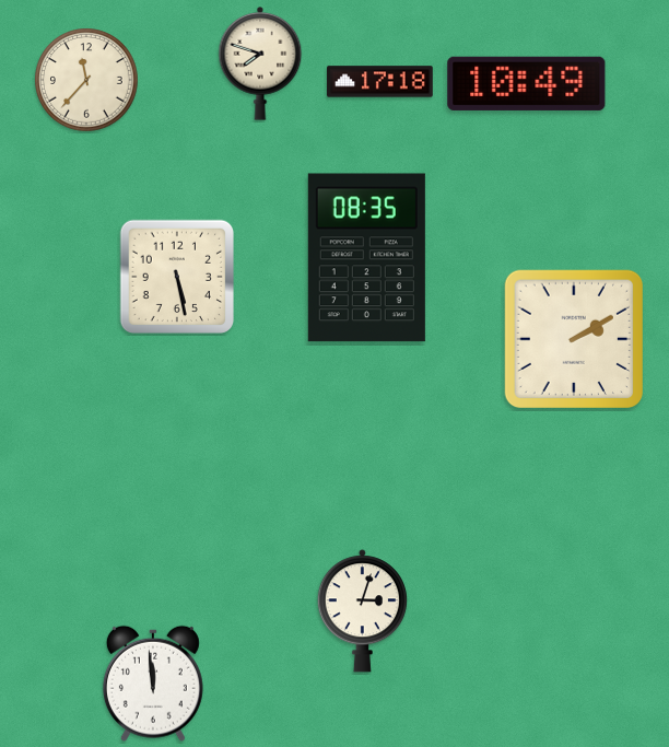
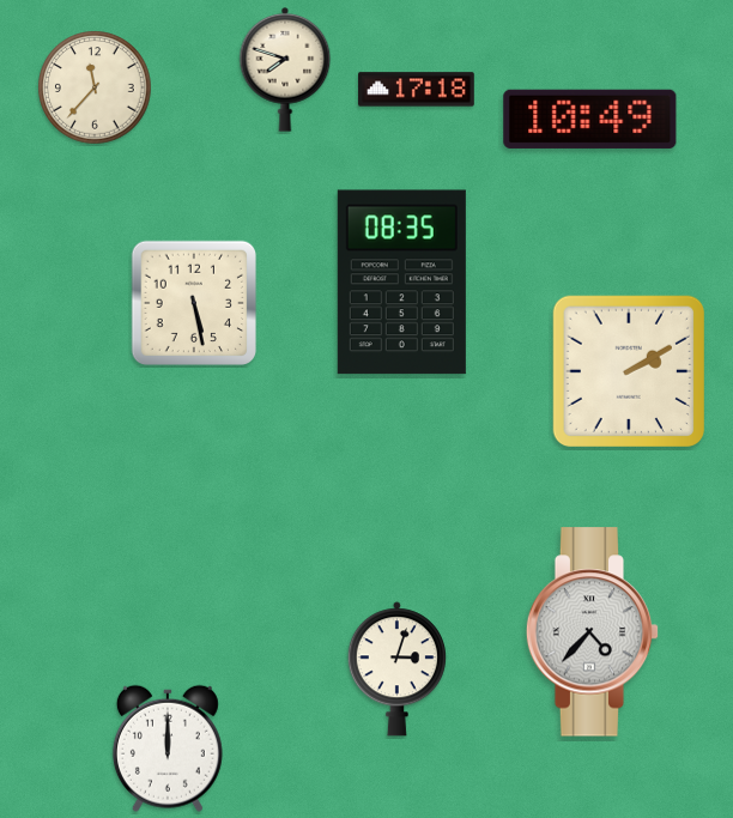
clock at (527, 83) position: (527, 83) -> (590, 119)
clock at (593, 632): none -> 4:37
clock at (153, 684): 11:59 -> 12:00
